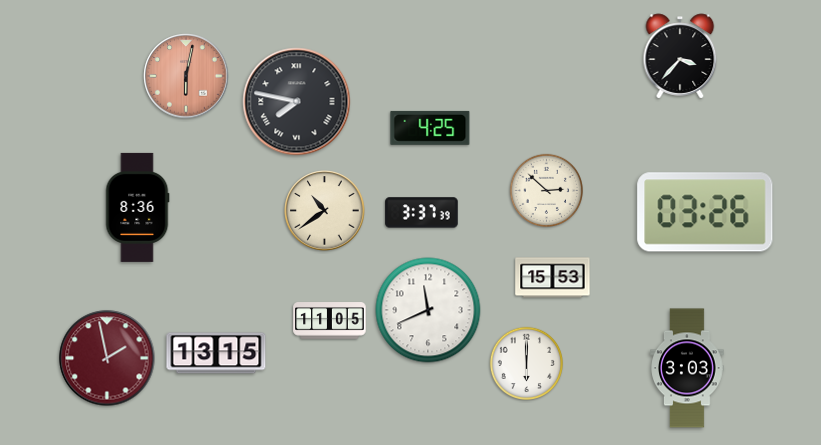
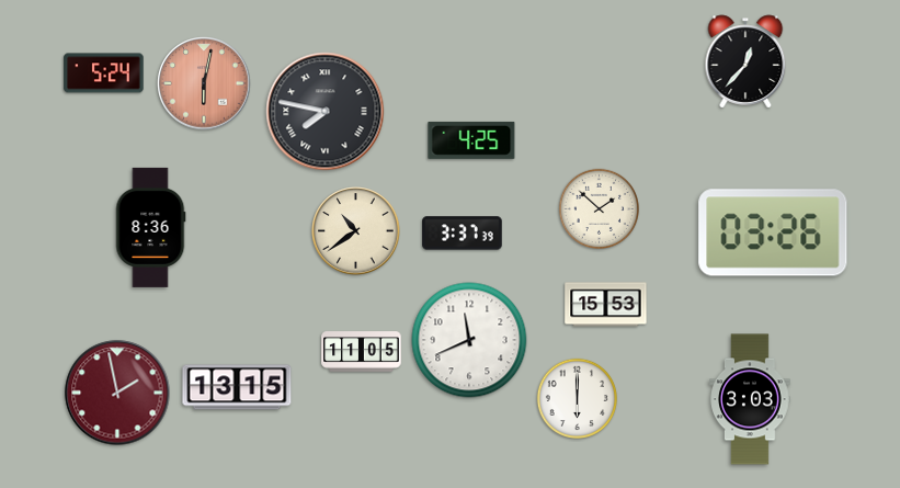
clock at (680, 56): 3:37 -> 12:37
clock at (104, 73): none -> 5:24
clock at (546, 190): 2:52 -> 1:52
clock at (687, 368) position: (687, 368) -> (750, 399)
